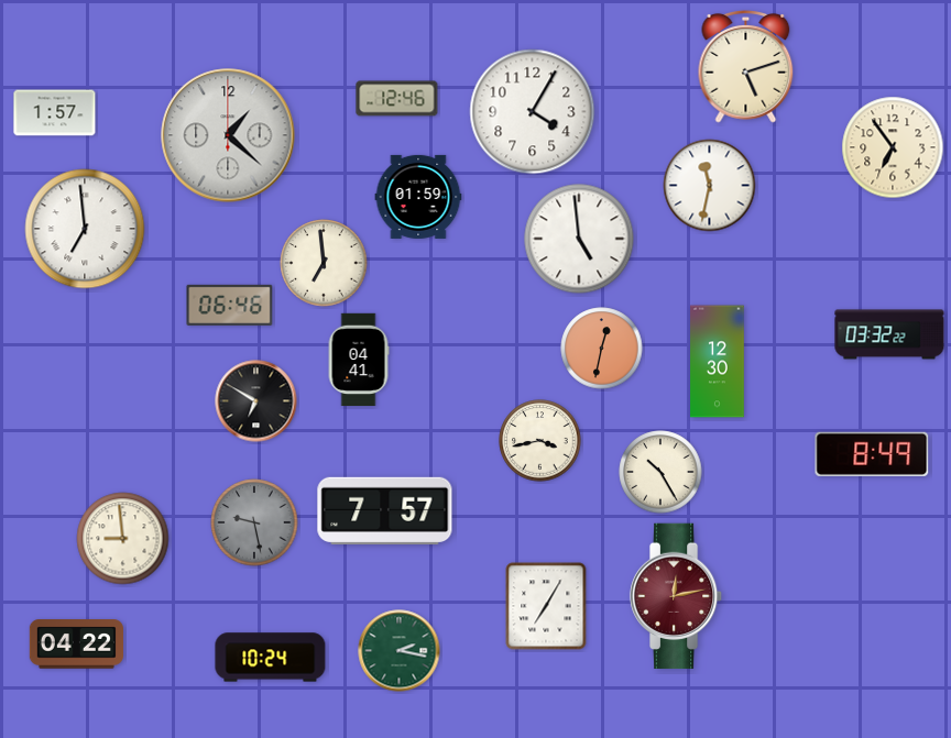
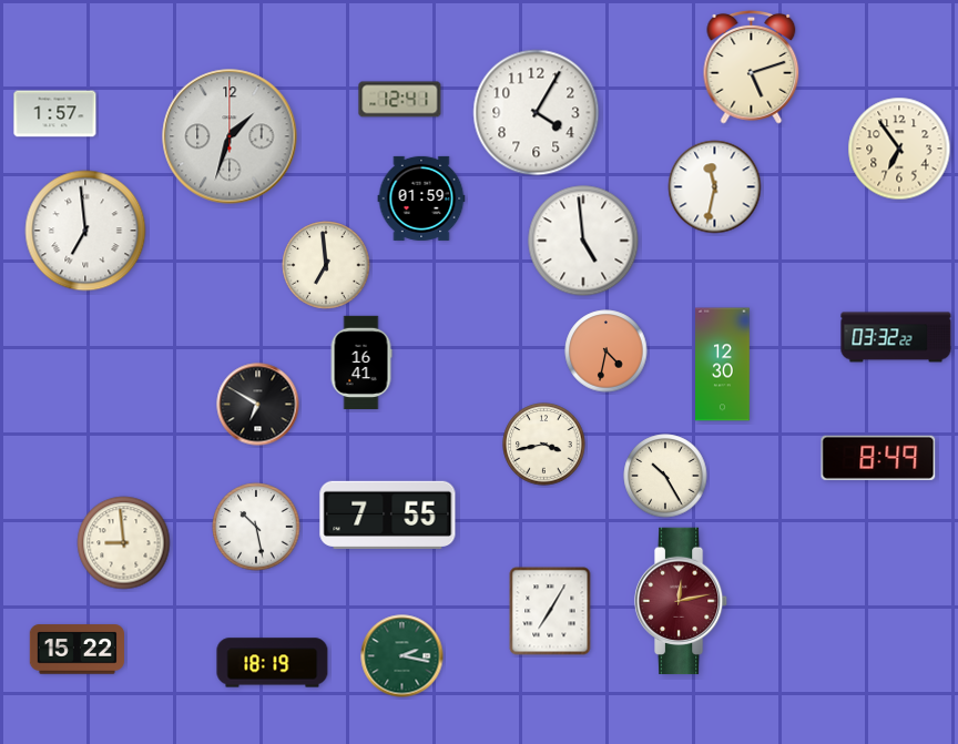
clock at (397, 99): 12:46 -> 12:41
clock at (228, 135): 1:22 -> 1:33
clock at (230, 305): 06:46 -> none
clock at (602, 349): 12:32 -> 4:32
clock at (359, 360): 04:41 -> 16:41
clock at (385, 510): 7:57 -> 7:55
clock at (254, 522): 9:28 -> 10:28
clock at (254, 522) dial: grey -> white
clock at (76, 645): 04:22 -> 15:22
clock at (271, 658): 10:24 -> 18:19
